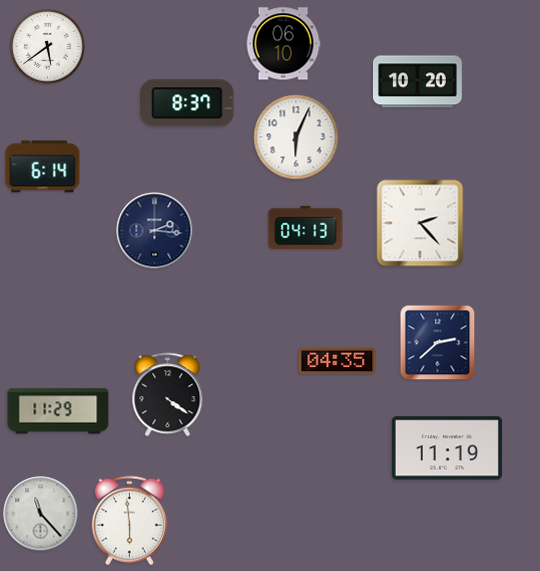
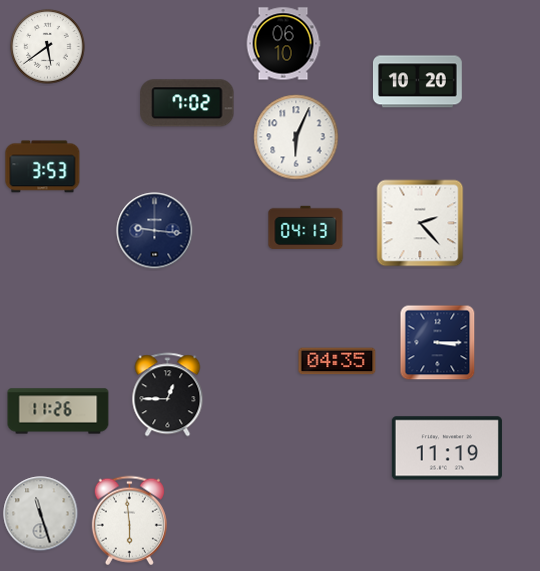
clock at (187, 103): 8:37 -> 7:02
clock at (43, 167): 6:14 -> 3:53
clock at (155, 231): 2:16 -> 9:16
clock at (438, 343): 2:38 -> 3:15
clock at (168, 395): 4:21 -> 12:45
clock at (58, 411): 11:29 -> 11:26
clock at (41, 514): 11:23 -> 11:27
